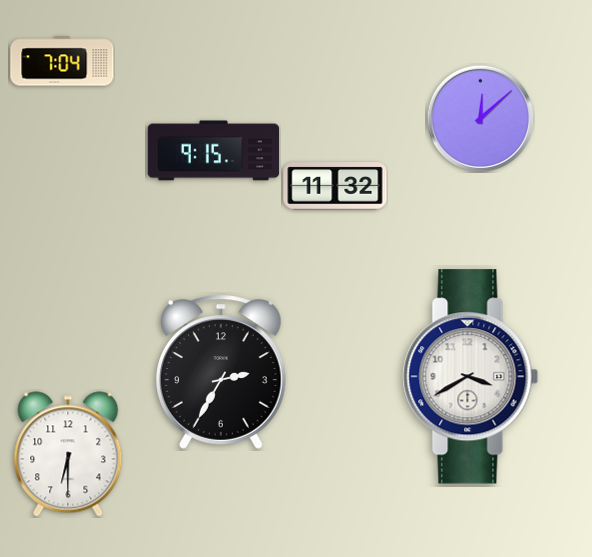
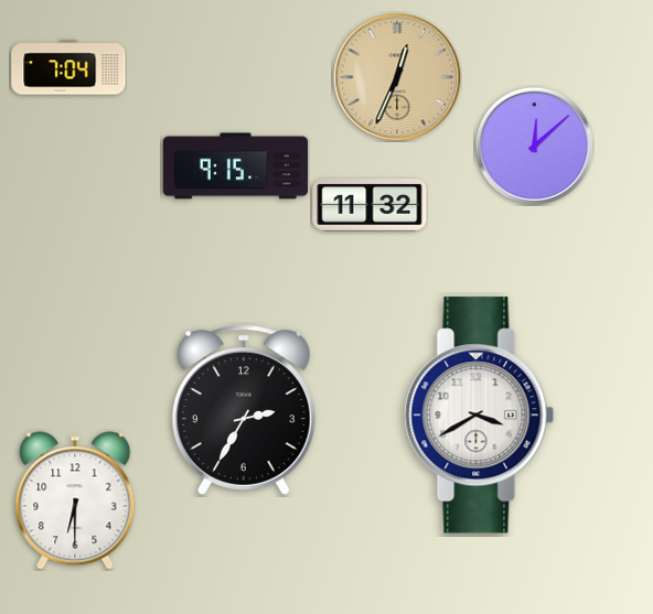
clock at (397, 77): none -> 12:34
clock at (480, 118) position: (480, 118) -> (534, 146)
clock at (471, 377) position: (471, 377) -> (480, 416)
